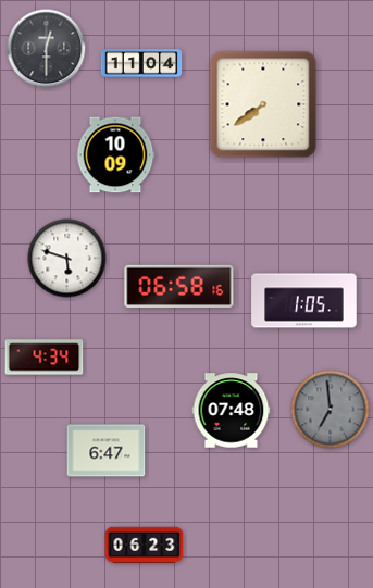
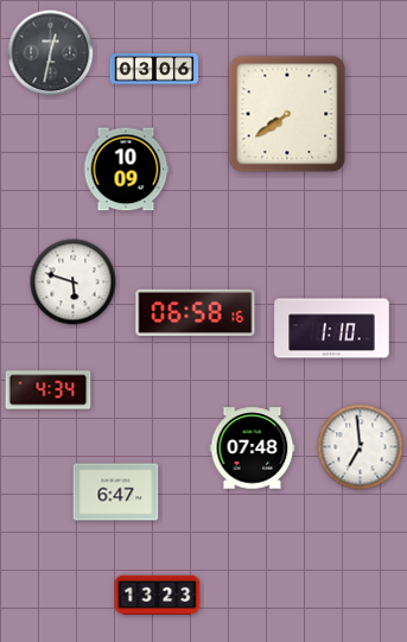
clock at (47, 49): 12:30 -> 12:32
clock at (141, 63): 11:04 -> 03:06
clock at (304, 301): 1:05 -> 1:10
clock at (331, 410) dial: grey -> white
clock at (145, 546): 06:23 -> 13:23
